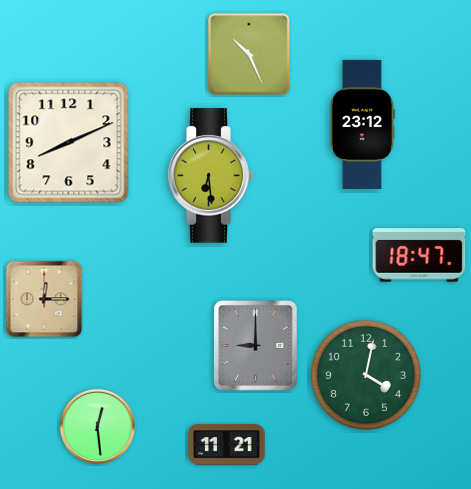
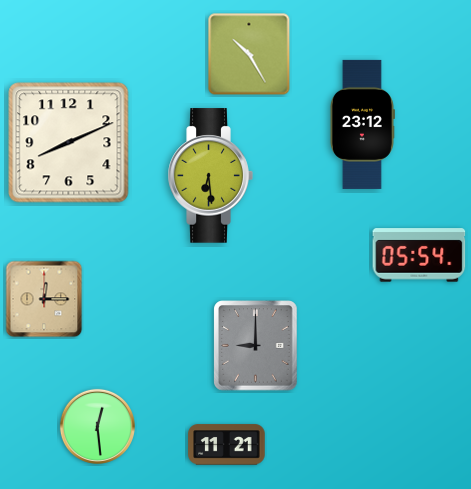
clock at (249, 54): 10:26 -> 10:25
clock at (419, 255): 18:47 -> 05:54
clock at (366, 375): 4:02 -> none
